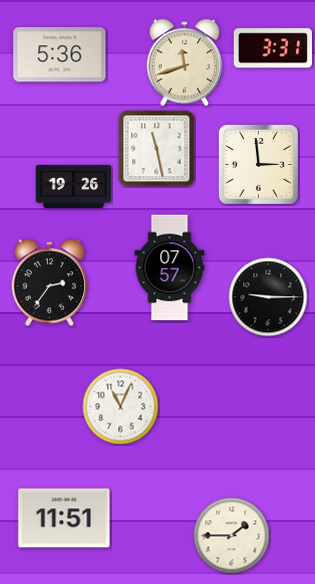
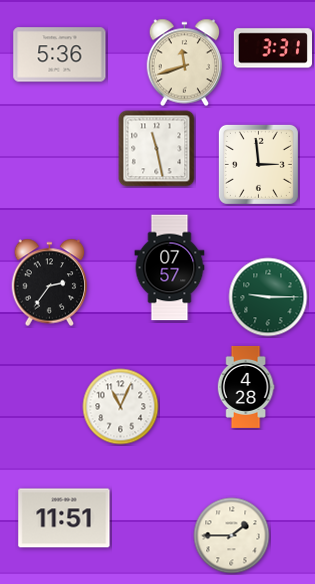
clock at (74, 186): 19:26 -> none
clock at (268, 297) dial: black -> green
clock at (246, 387): none -> 4:28
